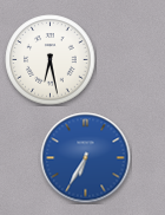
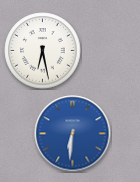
clock at (86, 158): 6:35 -> 6:31
